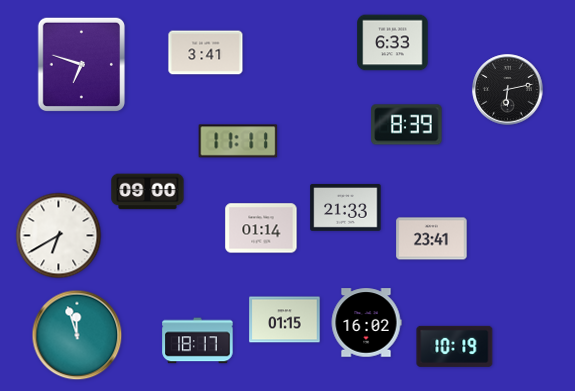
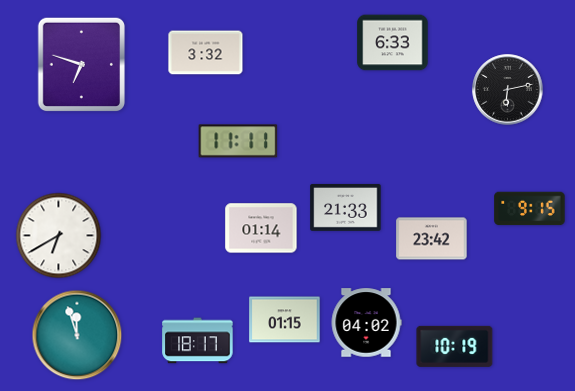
clock at (206, 53): 3:41 -> 3:32
clock at (407, 125): 8:39 -> none
clock at (148, 192): 09:00 -> none
clock at (530, 209): none -> 9:15
clock at (432, 239): 23:41 -> 23:42
clock at (366, 323): 16:02 -> 04:02
